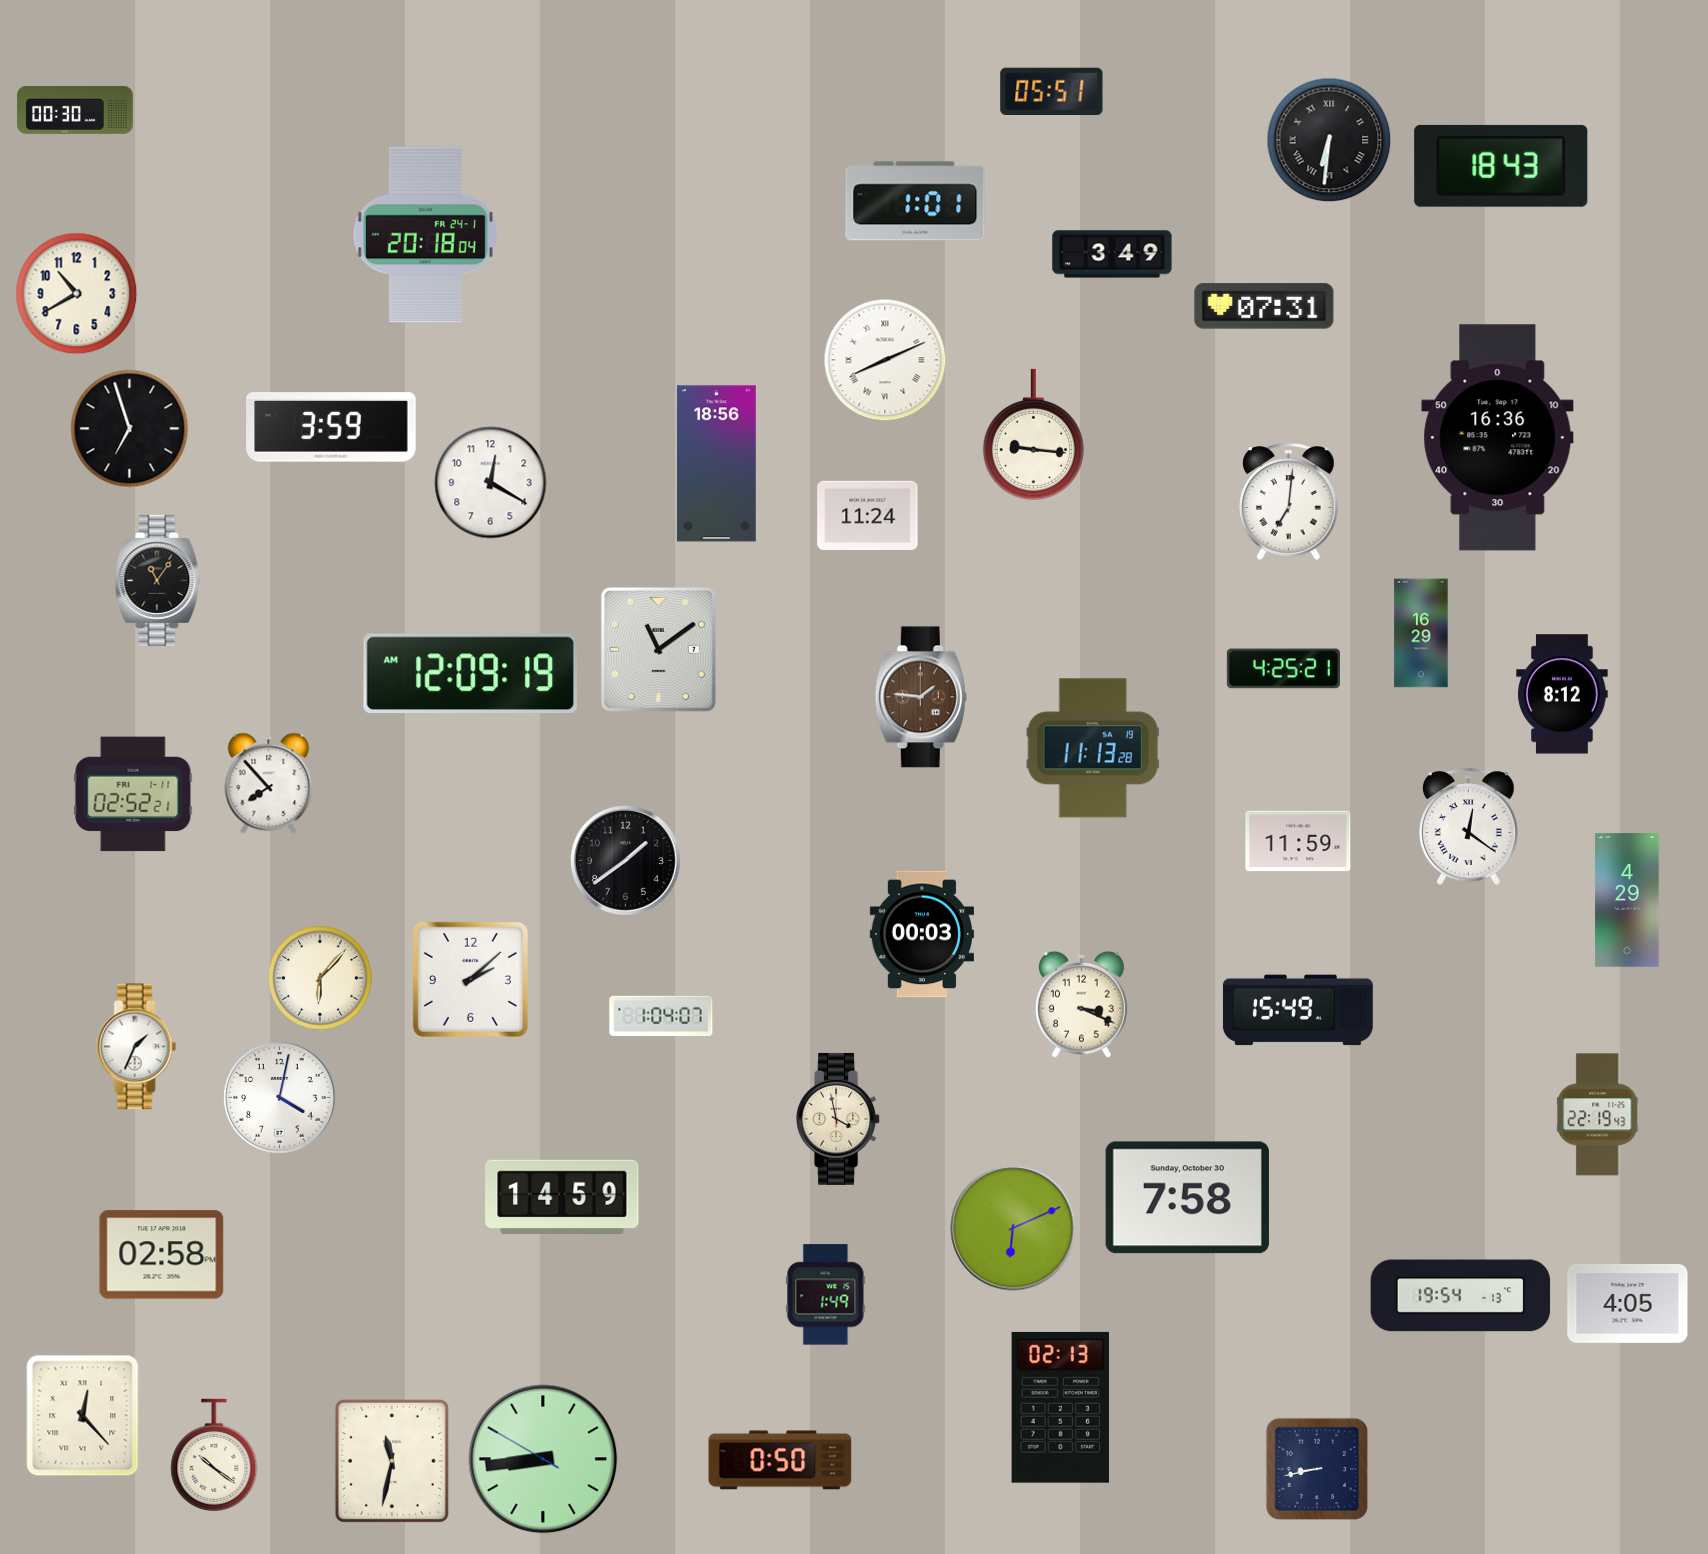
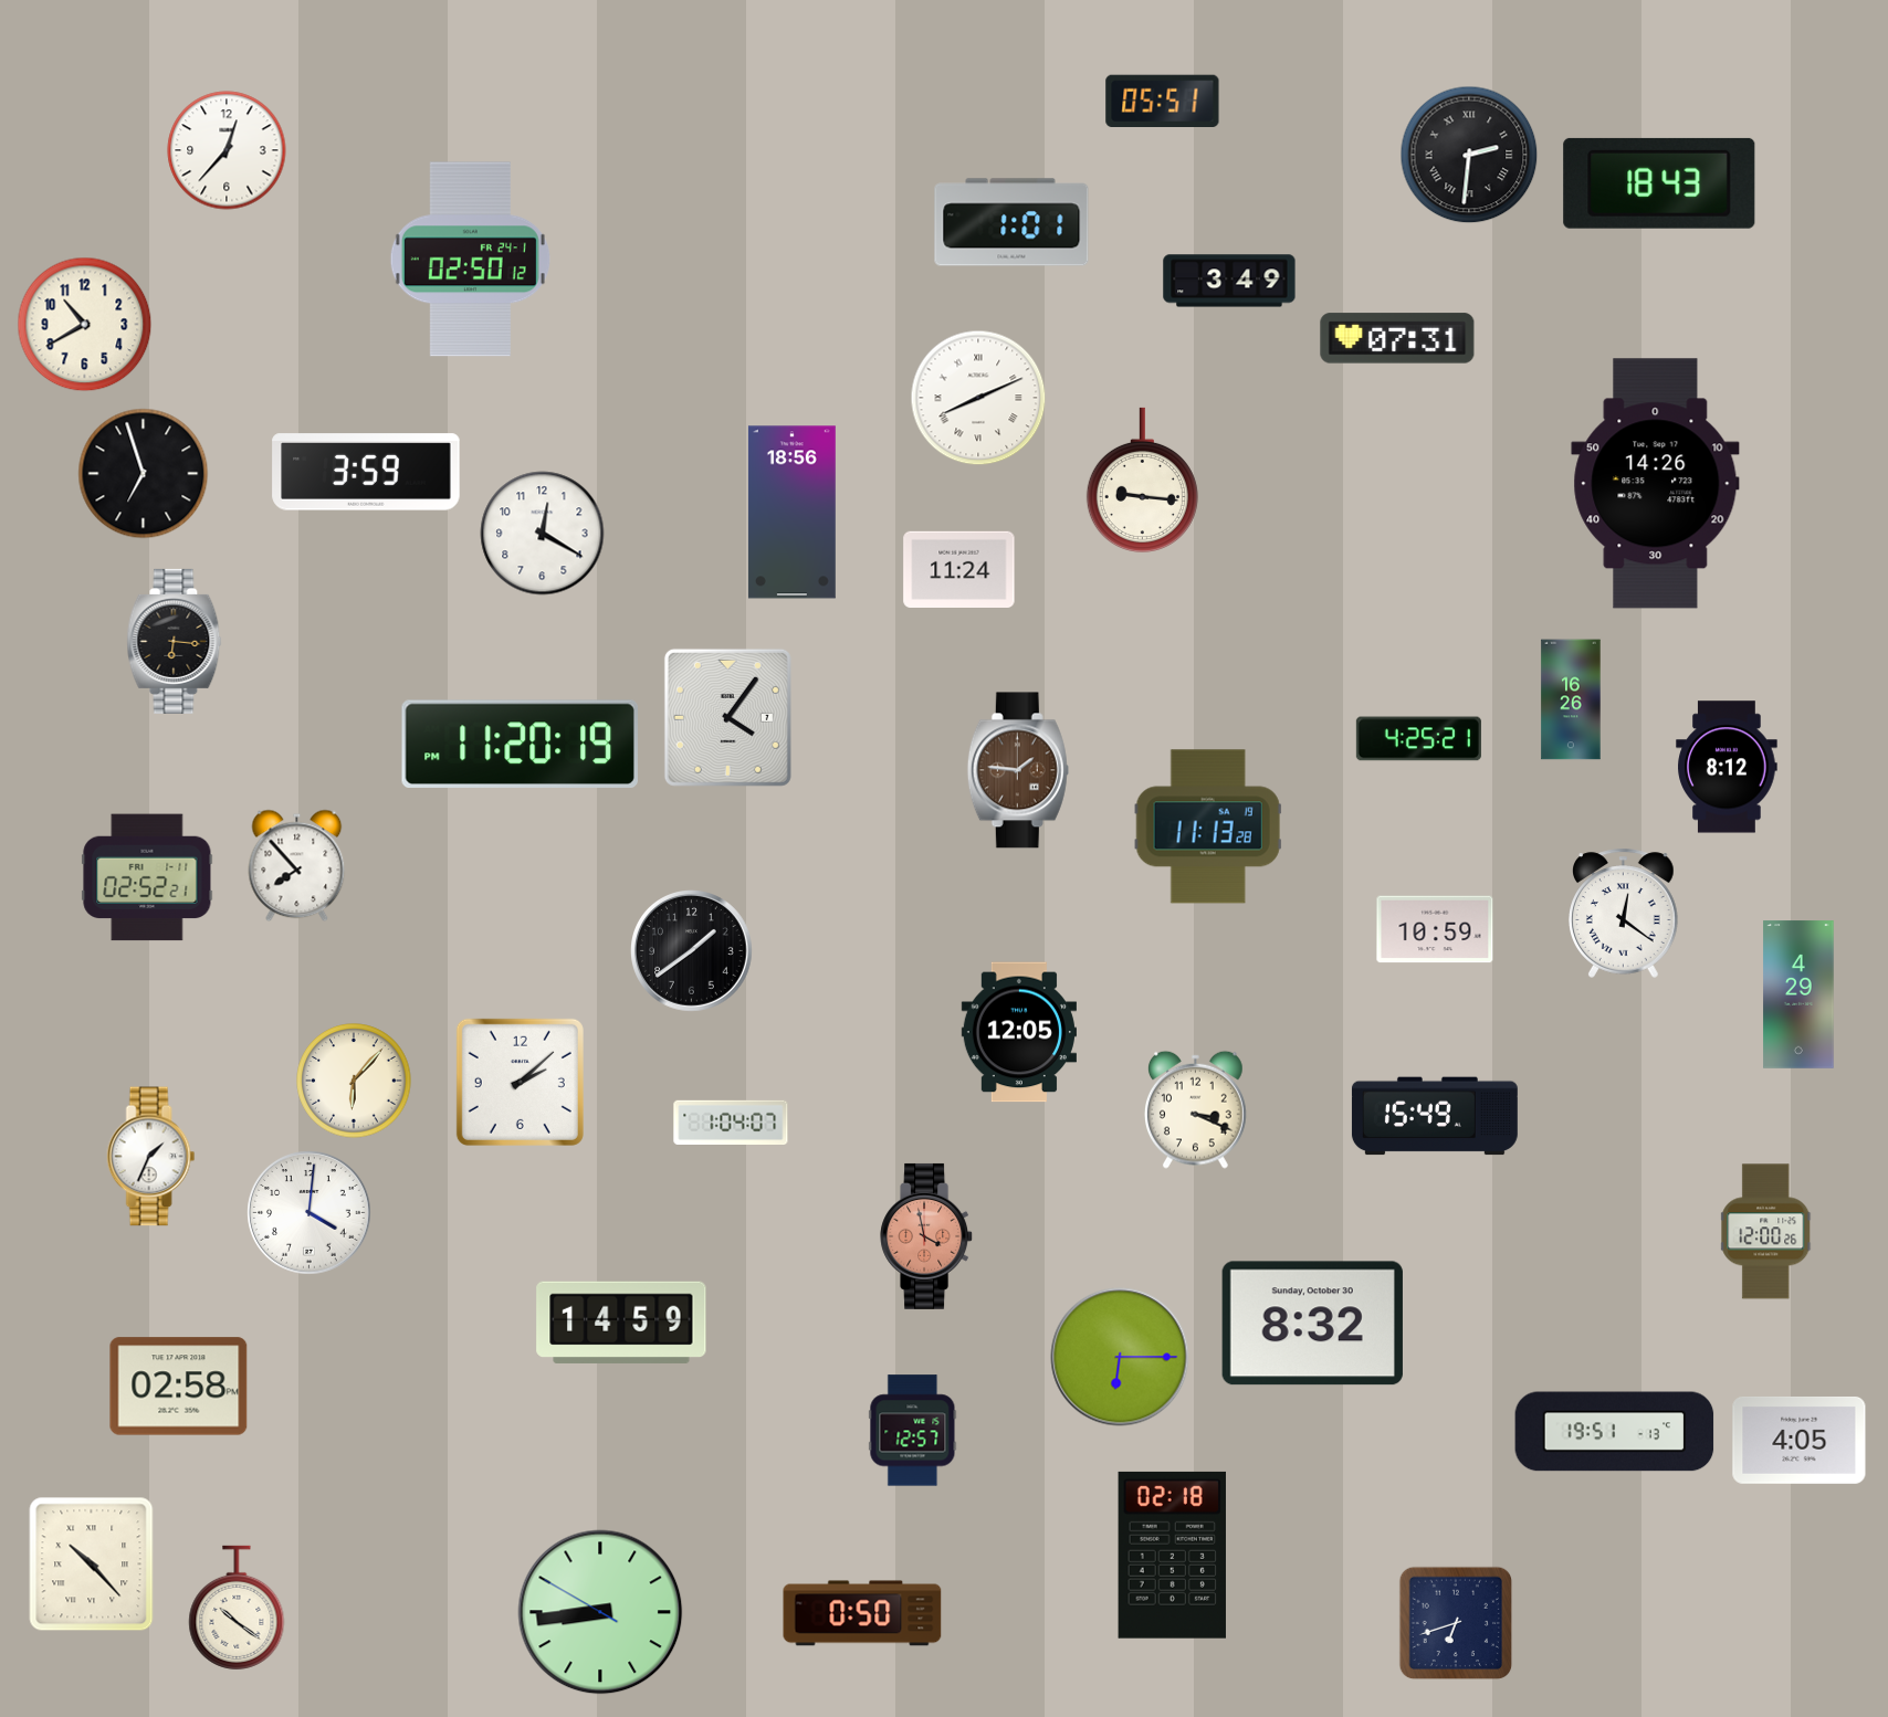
clock at (75, 111): 00:30 -> none
clock at (227, 150): none -> 12:37
clock at (1329, 140): 6:31 -> 2:31
clock at (425, 235): 20:18 -> 02:50
clock at (1498, 438): 16:36 -> 14:26
clock at (1289, 501): 7:01 -> none
clock at (158, 580): 11:06 -> 6:16
clock at (1421, 633): 16:29 -> 16:26
clock at (658, 649): 11:09 -> 4:06
clock at (470, 673): 12:09 -> 11:20
clock at (1298, 841): 11:59 -> 10:59
clock at (922, 934): 00:03 -> 12:05
clock at (280, 1098): 4:02 -> 4:01
clock at (1598, 1115): 22:19 -> 12:00
clock at (839, 1119) dial: cream -> salmon
clock at (1187, 1198): 7:58 -> 8:32
clock at (1013, 1228): 6:11 -> 6:15
clock at (826, 1295): 1:49 -> 12:57
clock at (1461, 1296): 19:54 -> 19:51
clock at (1060, 1407): 02:13 -> 02:18
clock at (83, 1416): 12:23 -> 10:23
clock at (392, 1461): 11:32 -> none
clock at (1317, 1469): 8:43 -> 6:42
